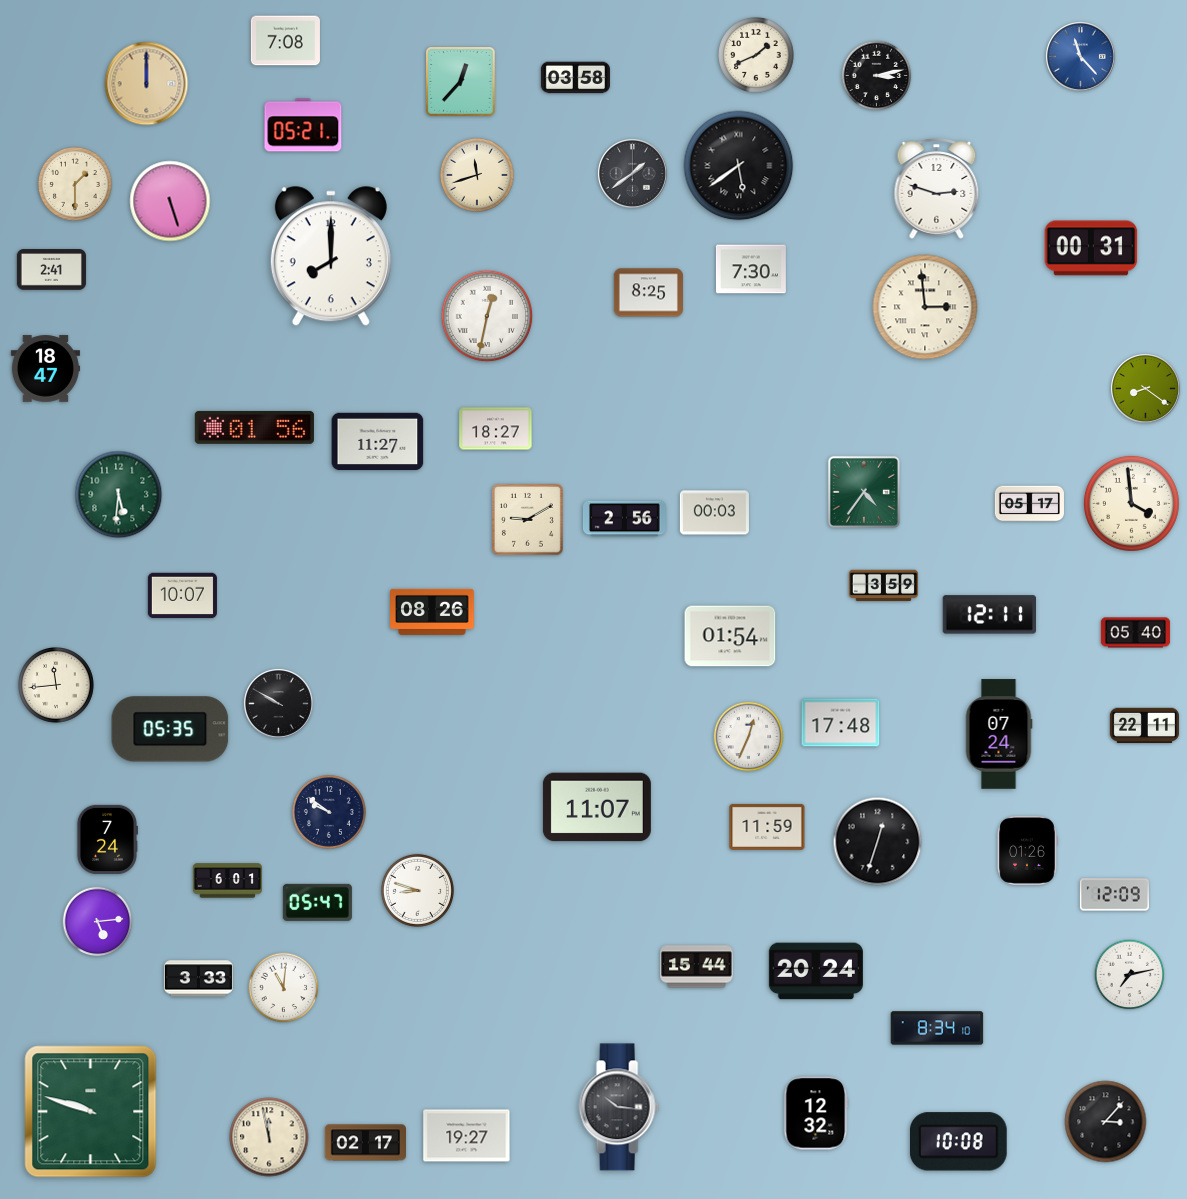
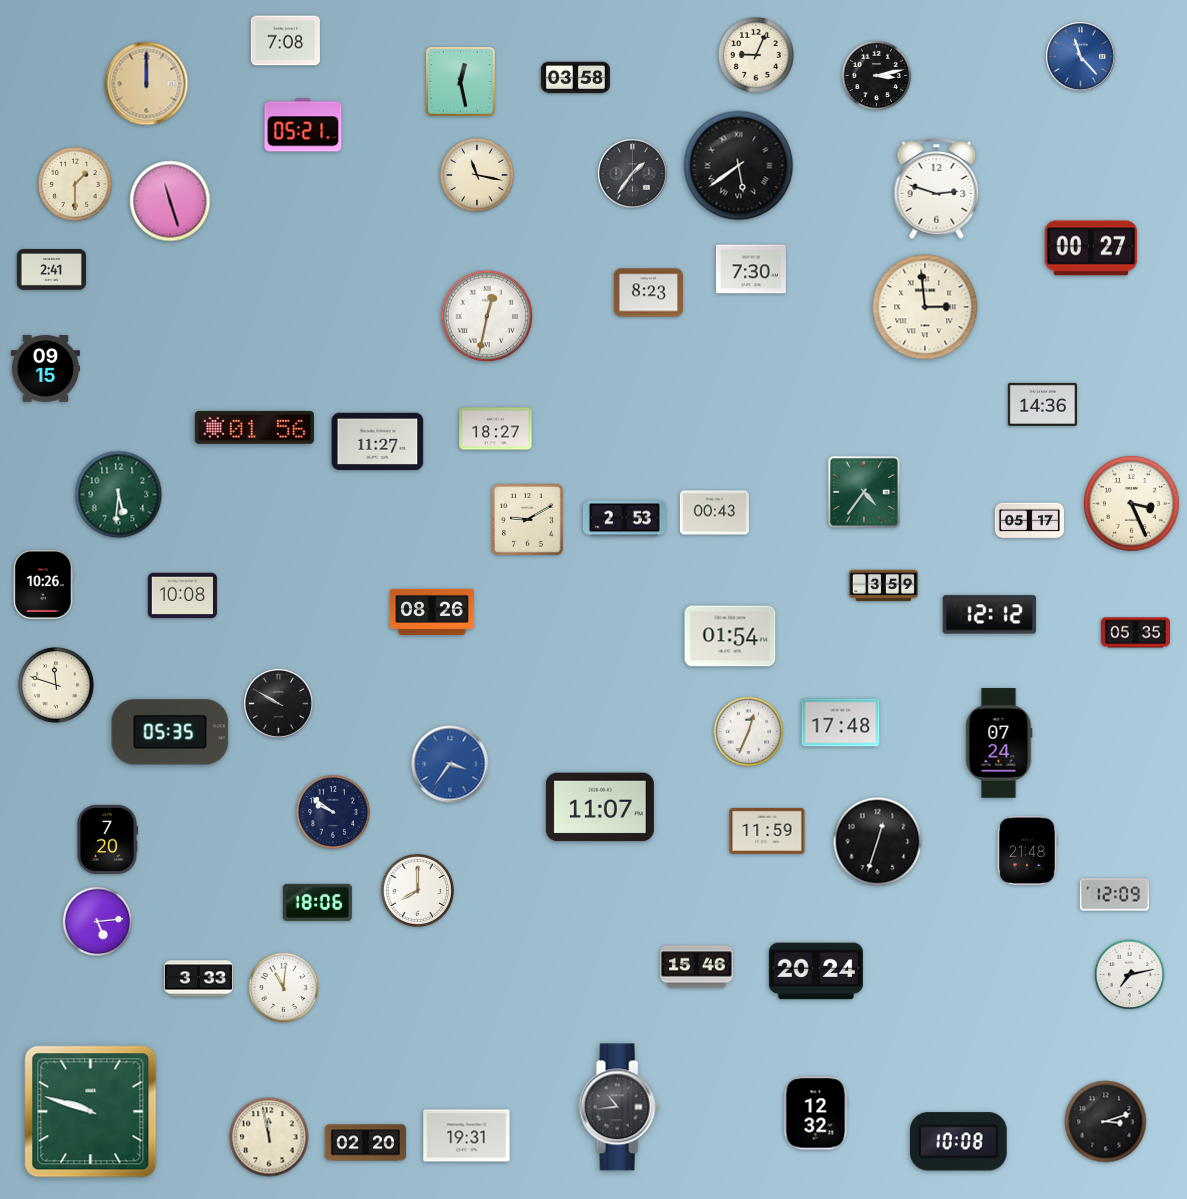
clock at (756, 55): 1:41 -> 9:04
clock at (461, 82): 12:37 -> 12:28
clock at (632, 173): 1:39 -> 1:36
clock at (477, 175): 11:42 -> 11:17
clock at (170, 201): 5:27 -> 11:27
clock at (1091, 248): 00:31 -> 00:27
clock at (331, 257): 8:00 -> none
clock at (648, 293): 8:25 -> 8:23
clock at (45, 369): 18:47 -> 09:15
clock at (1145, 388): 8:21 -> none
clock at (1042, 404): none -> 14:36
clock at (1131, 503): 3:59 -> 3:26
clock at (1029, 504) position: (1029, 504) -> (1029, 521)
clock at (714, 513): 00:03 -> 00:43
clock at (624, 519): 2:56 -> 2:53
clock at (43, 584): none -> 10:26
clock at (182, 596): 10:07 -> 10:08
clock at (989, 615): 12:11 -> 12:12
clock at (1135, 633): 05:40 -> 05:35
clock at (56, 685): 11:44 -> 11:48
clock at (1144, 726): 22:11 -> none
clock at (170, 729) position: (170, 729) -> (170, 732)
clock at (999, 734) position: (999, 734) -> (999, 743)
clock at (749, 737) position: (749, 737) -> (749, 732)
clock at (450, 764): none -> 3:36
clock at (597, 807) position: (597, 807) -> (600, 807)
clock at (329, 812) position: (329, 812) -> (333, 812)
clock at (767, 827) position: (767, 827) -> (767, 831)
clock at (107, 839): 7:24 -> 7:20
clock at (1027, 850): 01:26 -> 21:48
clock at (227, 881): 6:01 -> none
clock at (417, 890): 8:48 -> 8:00
clock at (317, 902): 05:47 -> 18:06
clock at (697, 967): 15:44 -> 15:46
clock at (937, 1028): 8:34 -> none
clock at (619, 1107): 10:16 -> 10:44
clock at (1106, 1122): 3:07 -> 3:12
clock at (467, 1136): 19:27 -> 19:31
clock at (365, 1143): 02:17 -> 02:20
